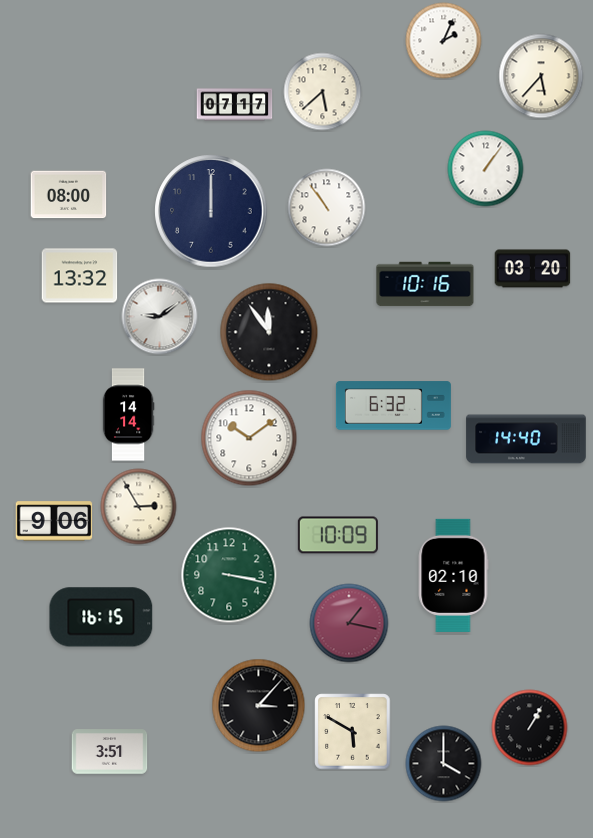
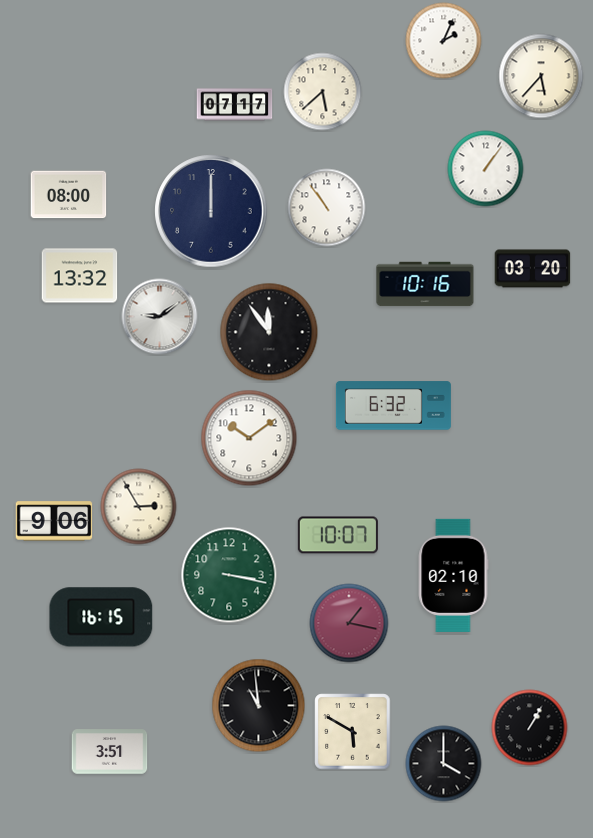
clock at (128, 415): 14:14 -> none
clock at (526, 439): 14:40 -> none
clock at (338, 535): 10:09 -> 10:07
clock at (259, 706): 3:07 -> 10:59
